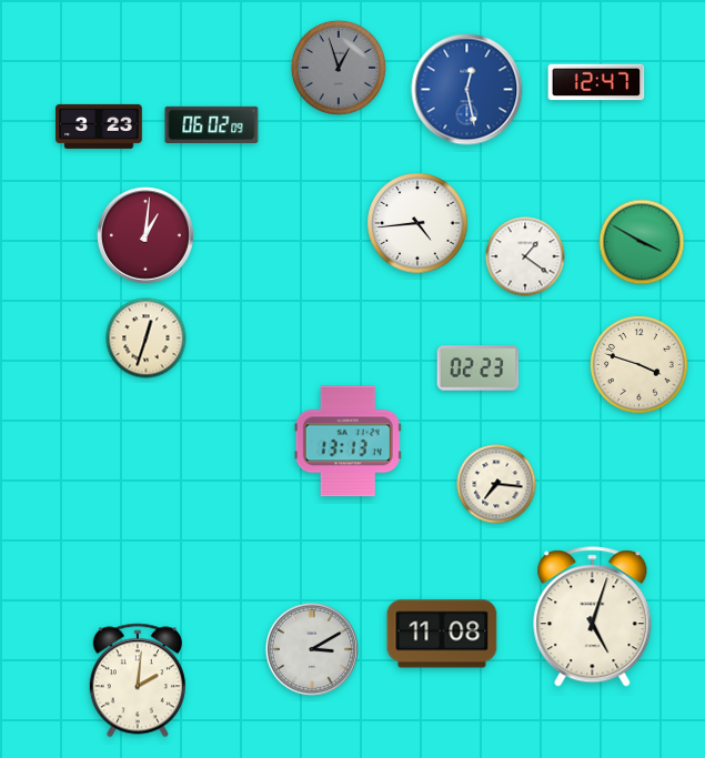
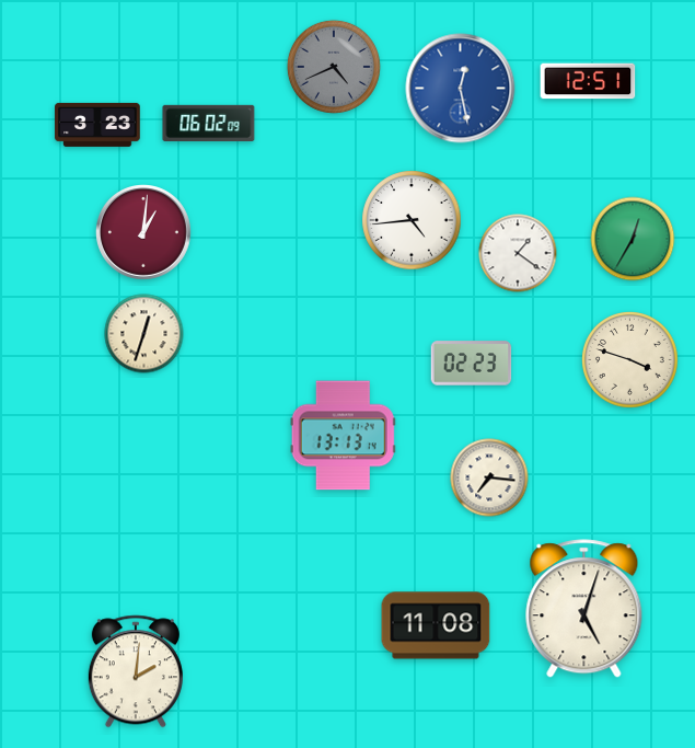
clock at (339, 68): 12:57 -> 4:41
clock at (596, 82): 12:47 -> 12:51
clock at (642, 242): 3:50 -> 12:35
clock at (312, 649): 3:10 -> none
